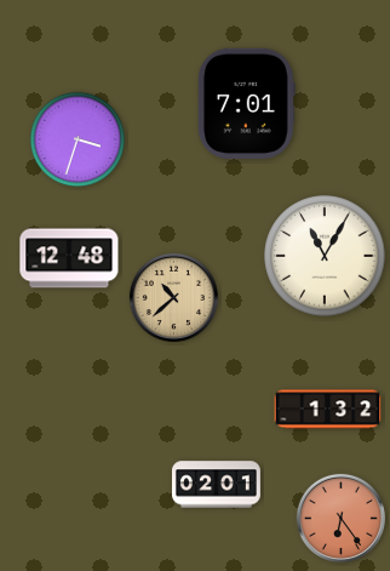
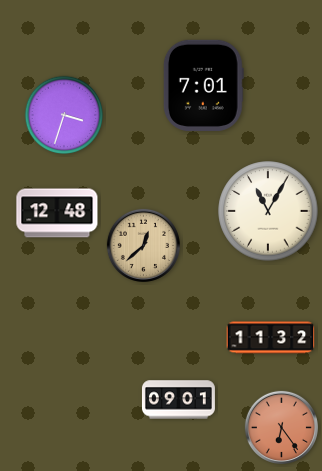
clock at (173, 297): 10:38 -> 12:38
clock at (328, 410): 1:32 -> 11:32
clock at (216, 485): 02:01 -> 09:01
